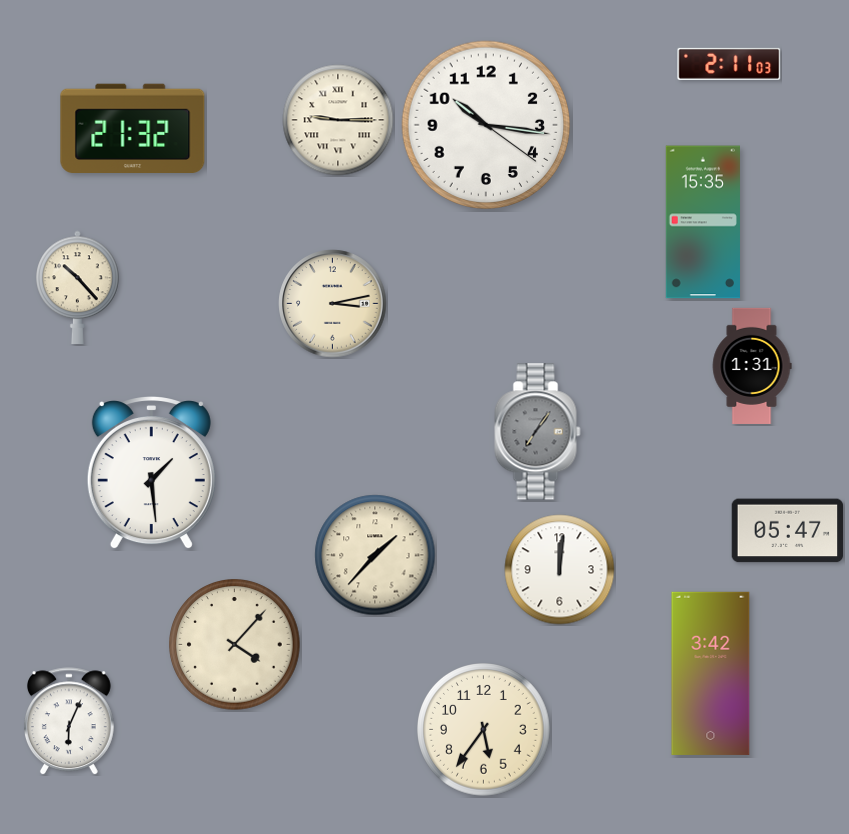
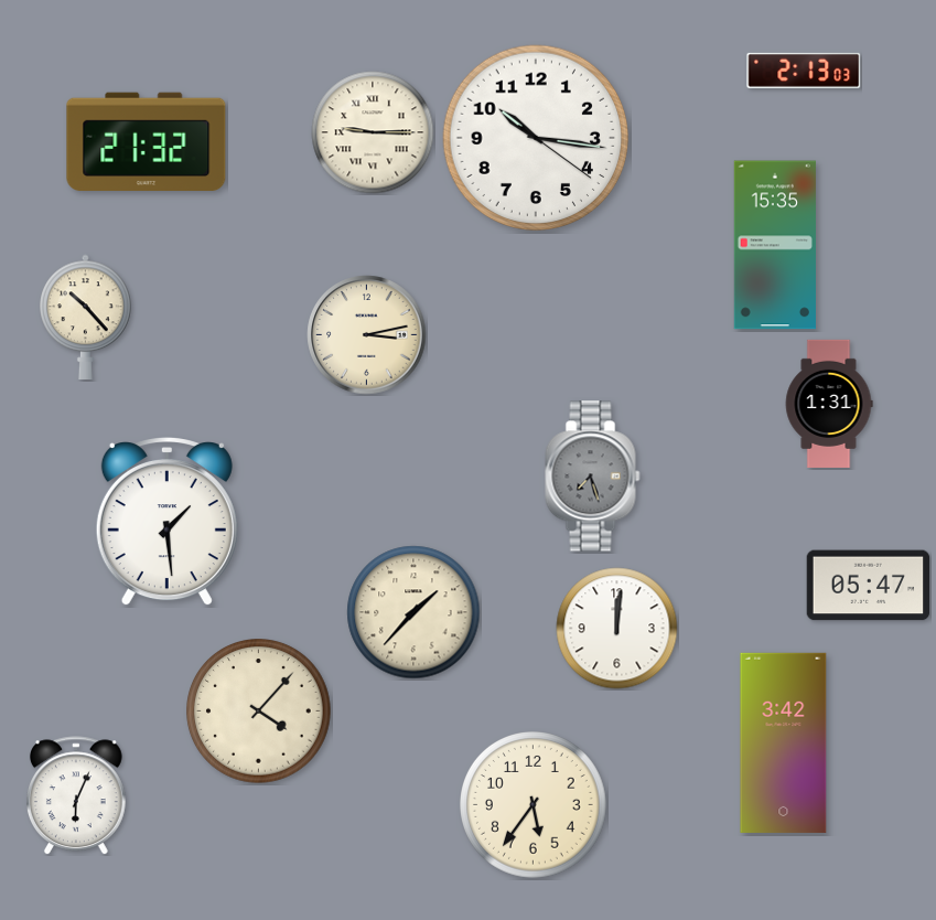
clock at (729, 64): 2:11 -> 2:13
clock at (538, 432): 7:06 -> 7:27
